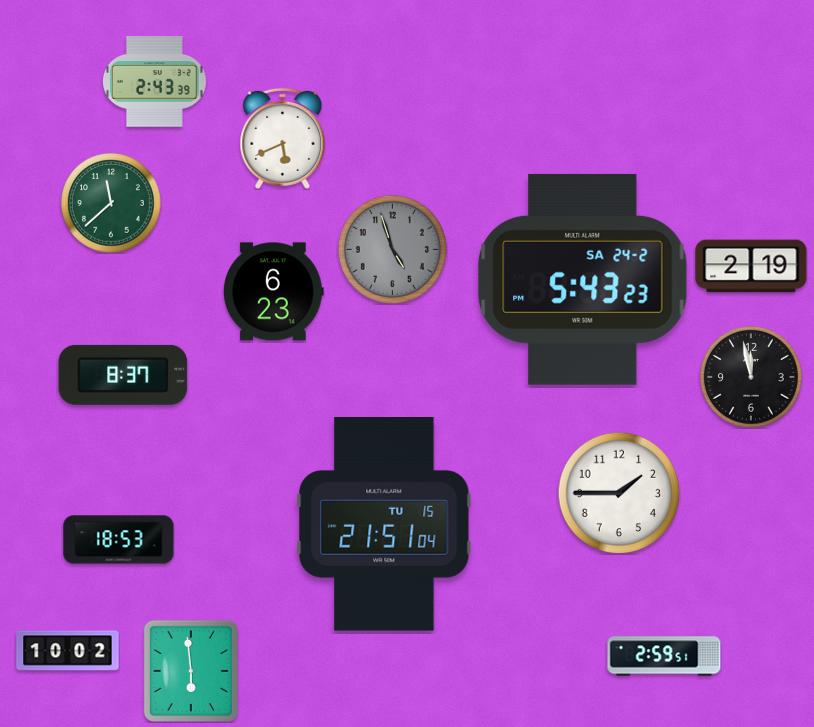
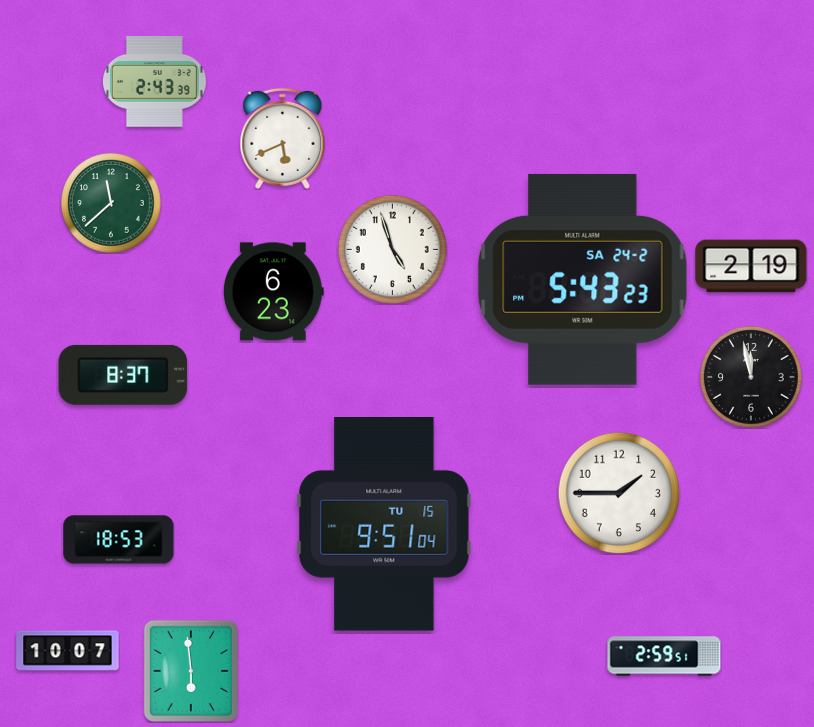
clock at (392, 249) dial: grey -> white
clock at (384, 525): 21:51 -> 9:51
clock at (68, 651): 10:02 -> 10:07
